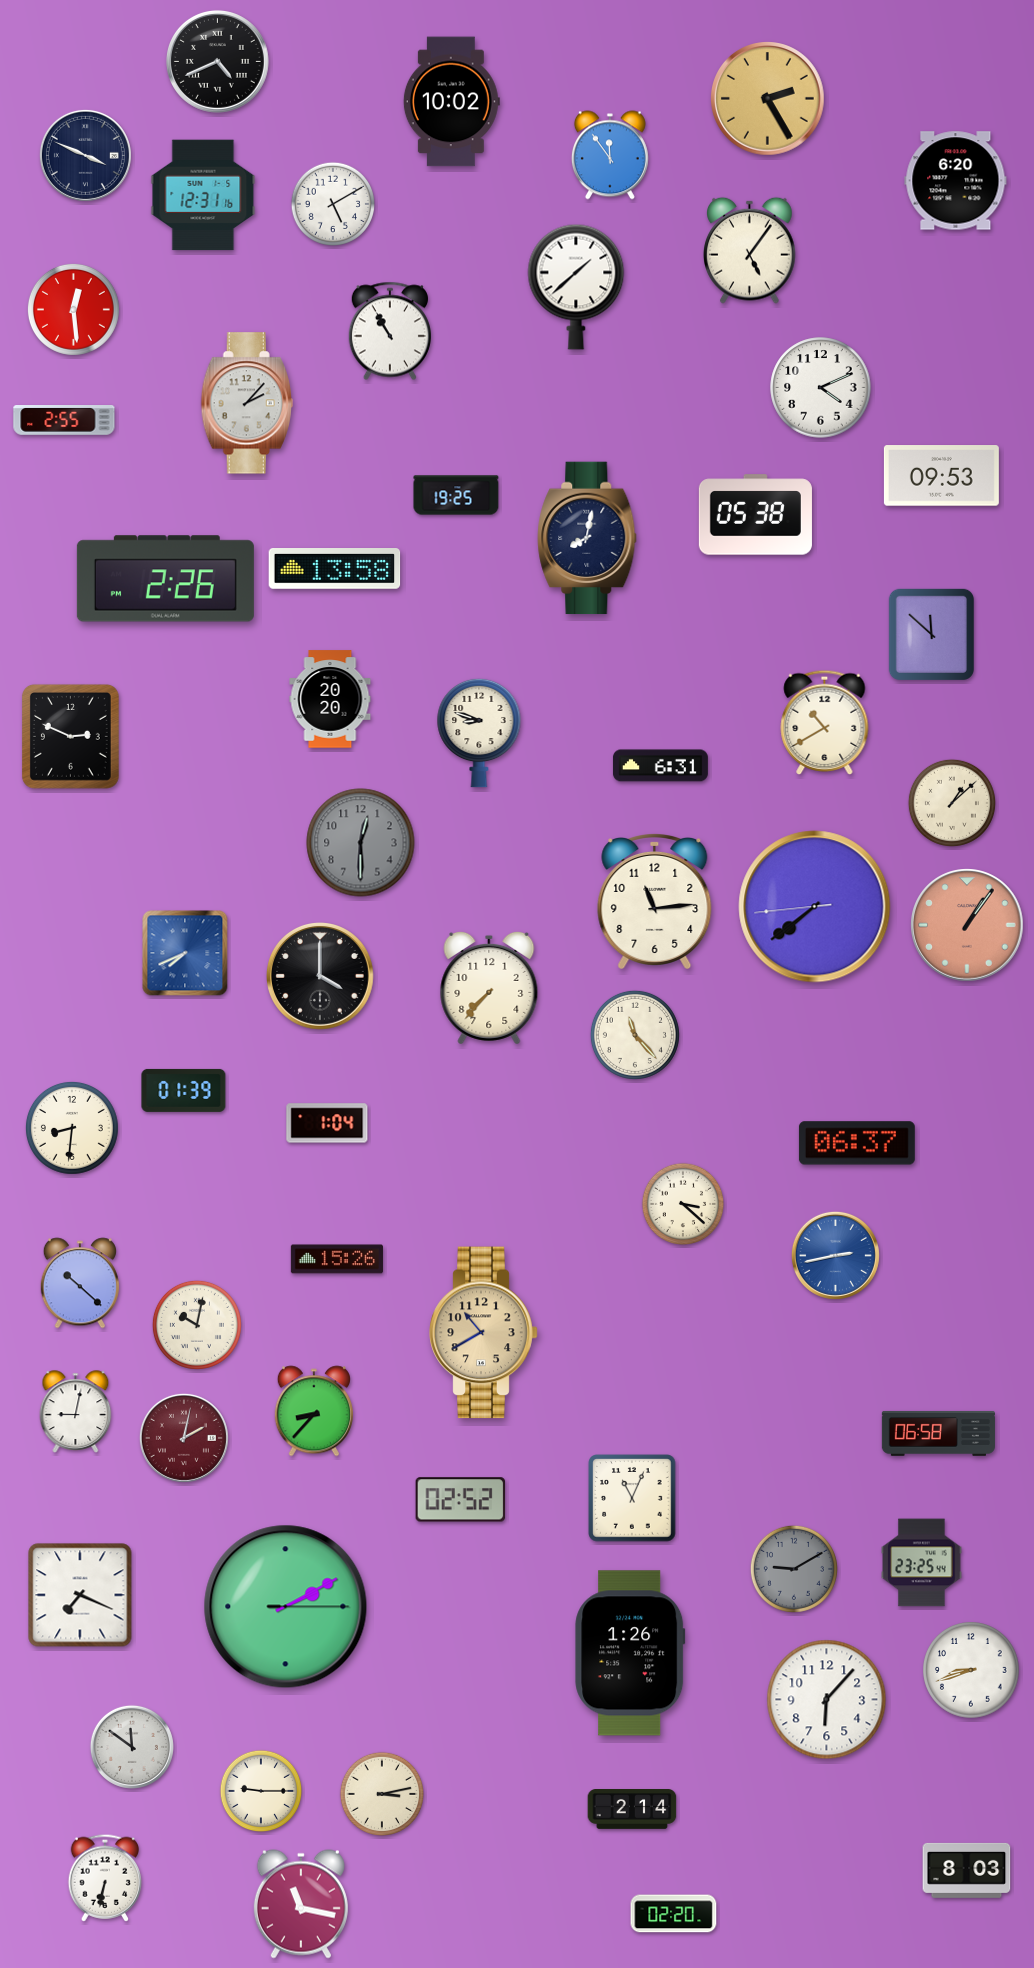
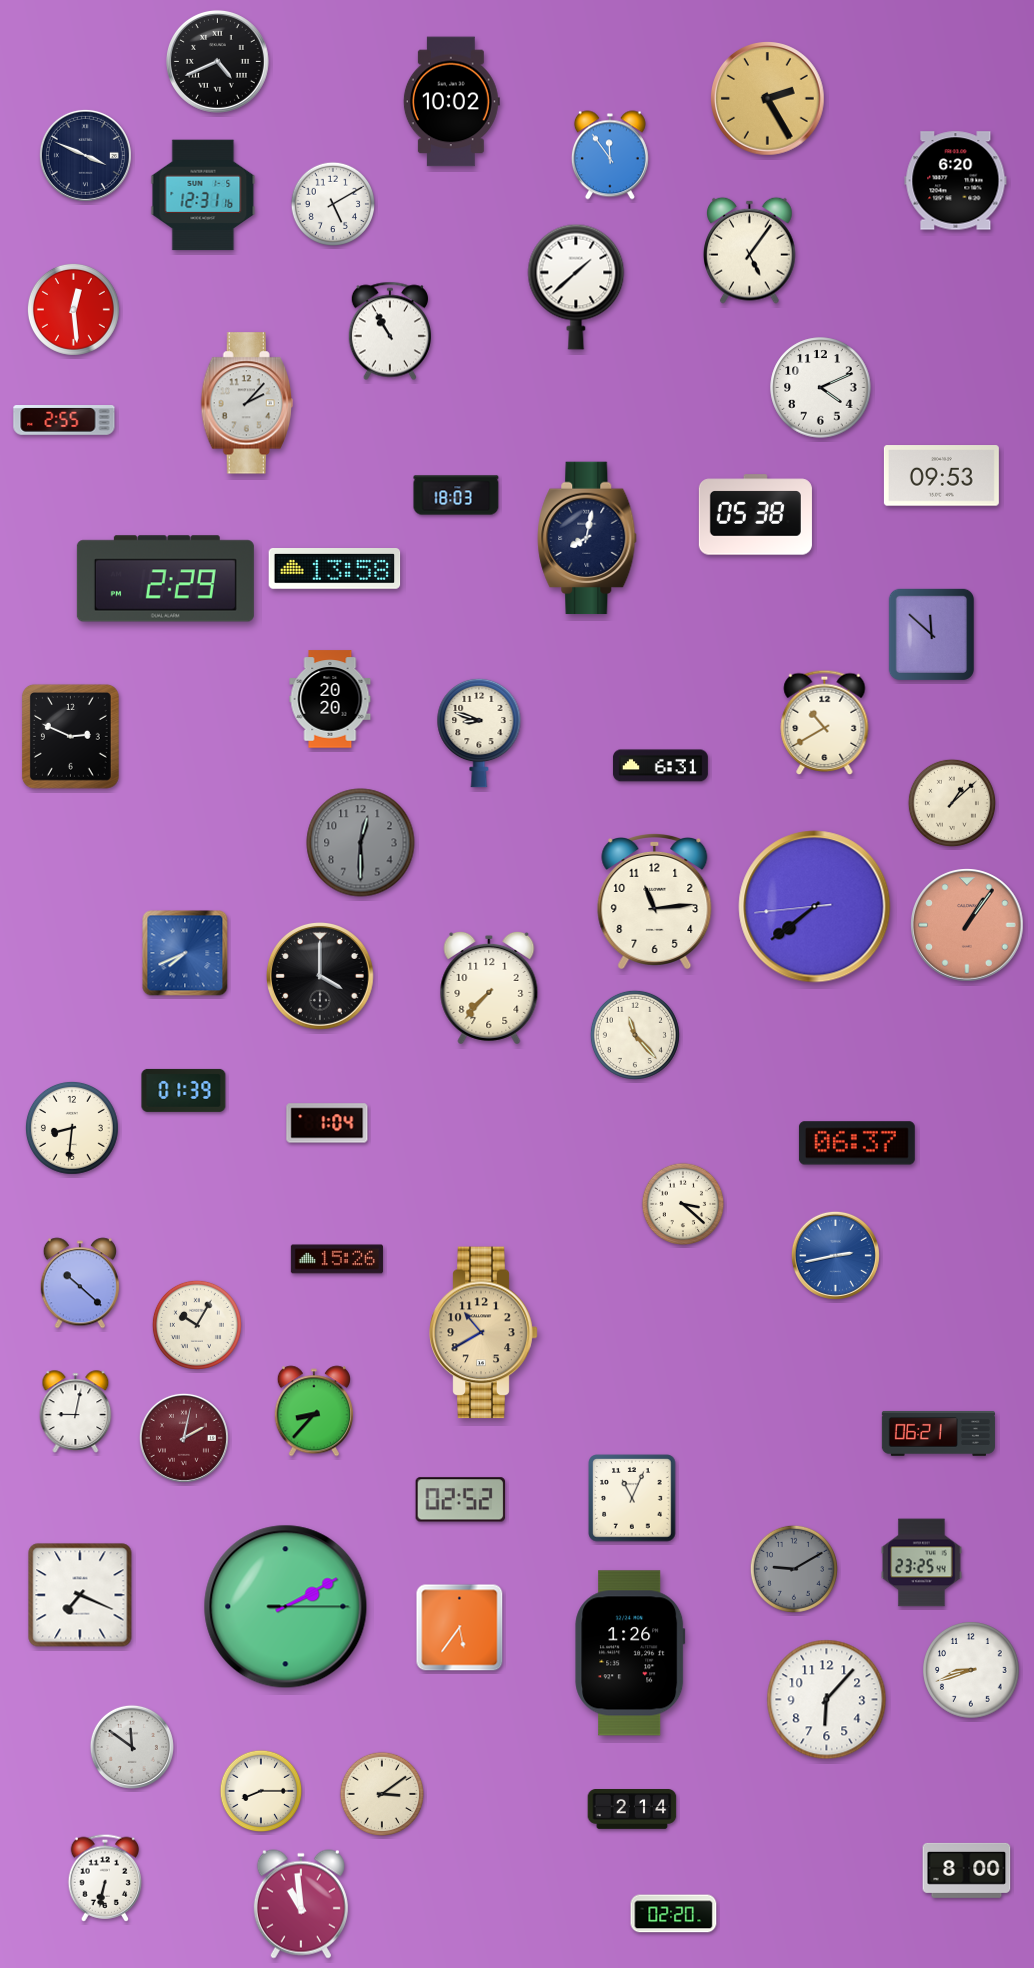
clock at (456, 495): 19:25 -> 18:03
clock at (165, 579): 2:26 -> 2:29
clock at (197, 1325): 10:02 -> 10:05
clock at (938, 1433): 06:58 -> 06:21
clock at (460, 1628): none -> 5:36
clock at (261, 1791): 9:15 -> 8:15
clock at (381, 1793): 3:13 -> 3:09
clock at (967, 1870): 8:03 -> 8:00
clock at (301, 1904): 11:17 -> 10:59
